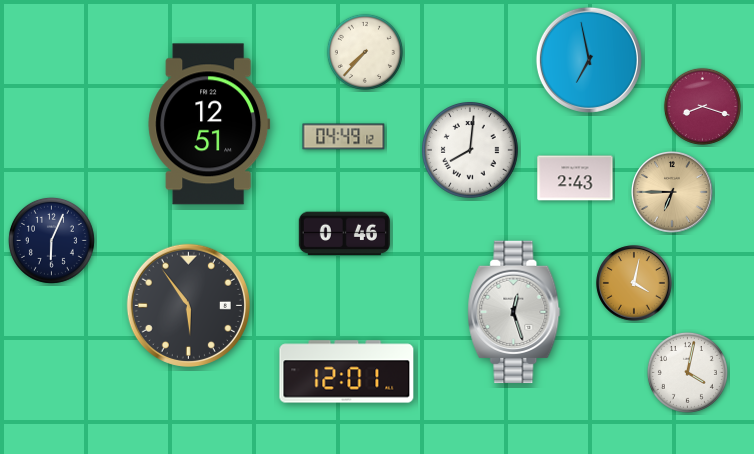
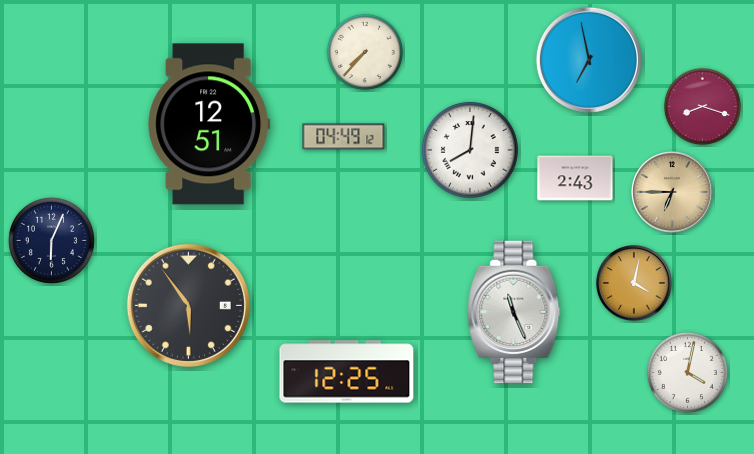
clock at (344, 234): 0:46 -> none
clock at (514, 312): 12:27 -> 11:26
clock at (347, 372): 12:01 -> 12:25
